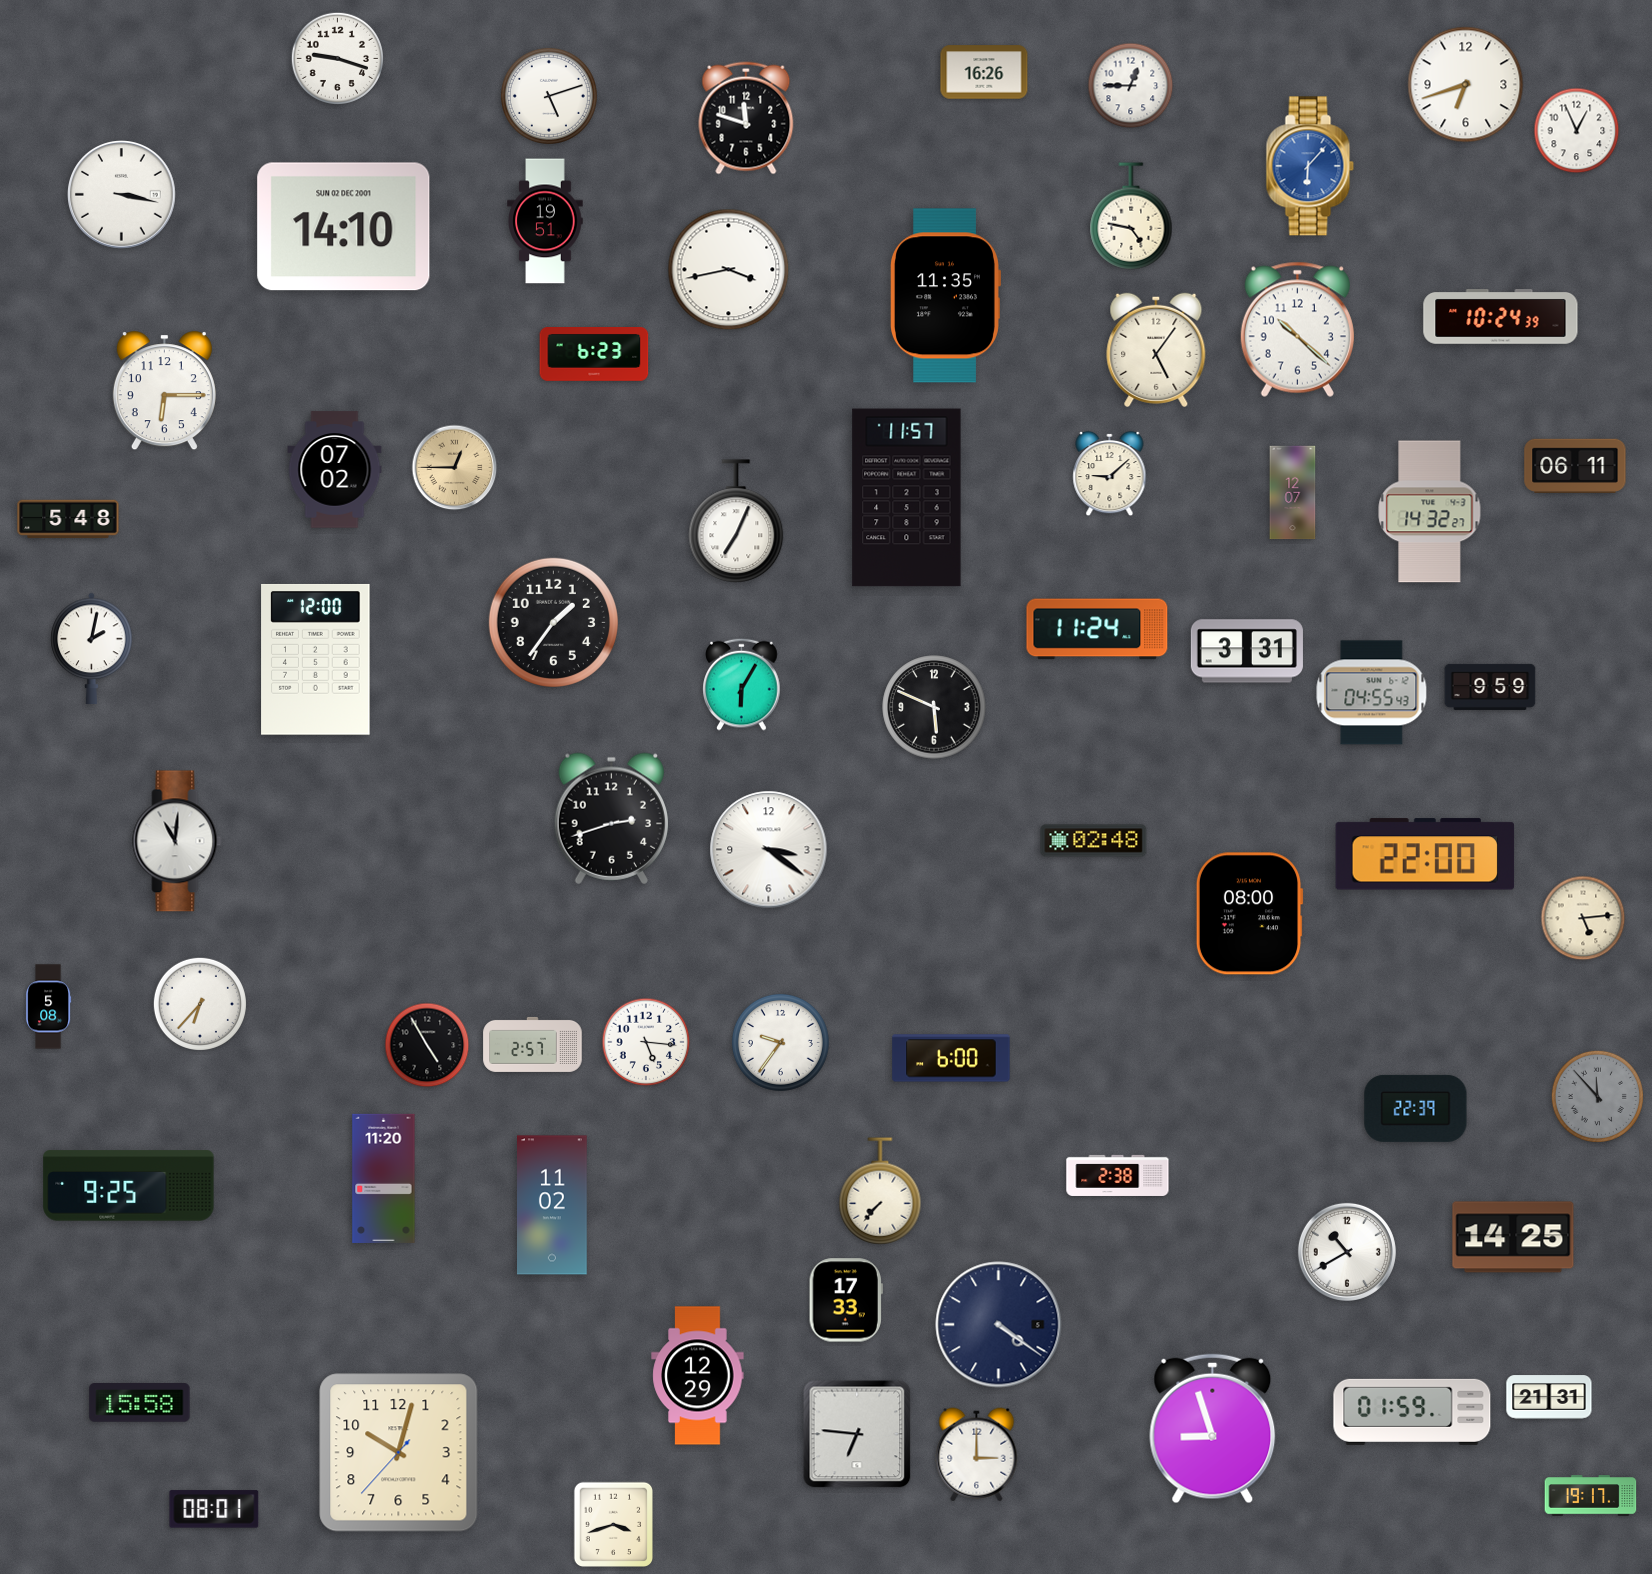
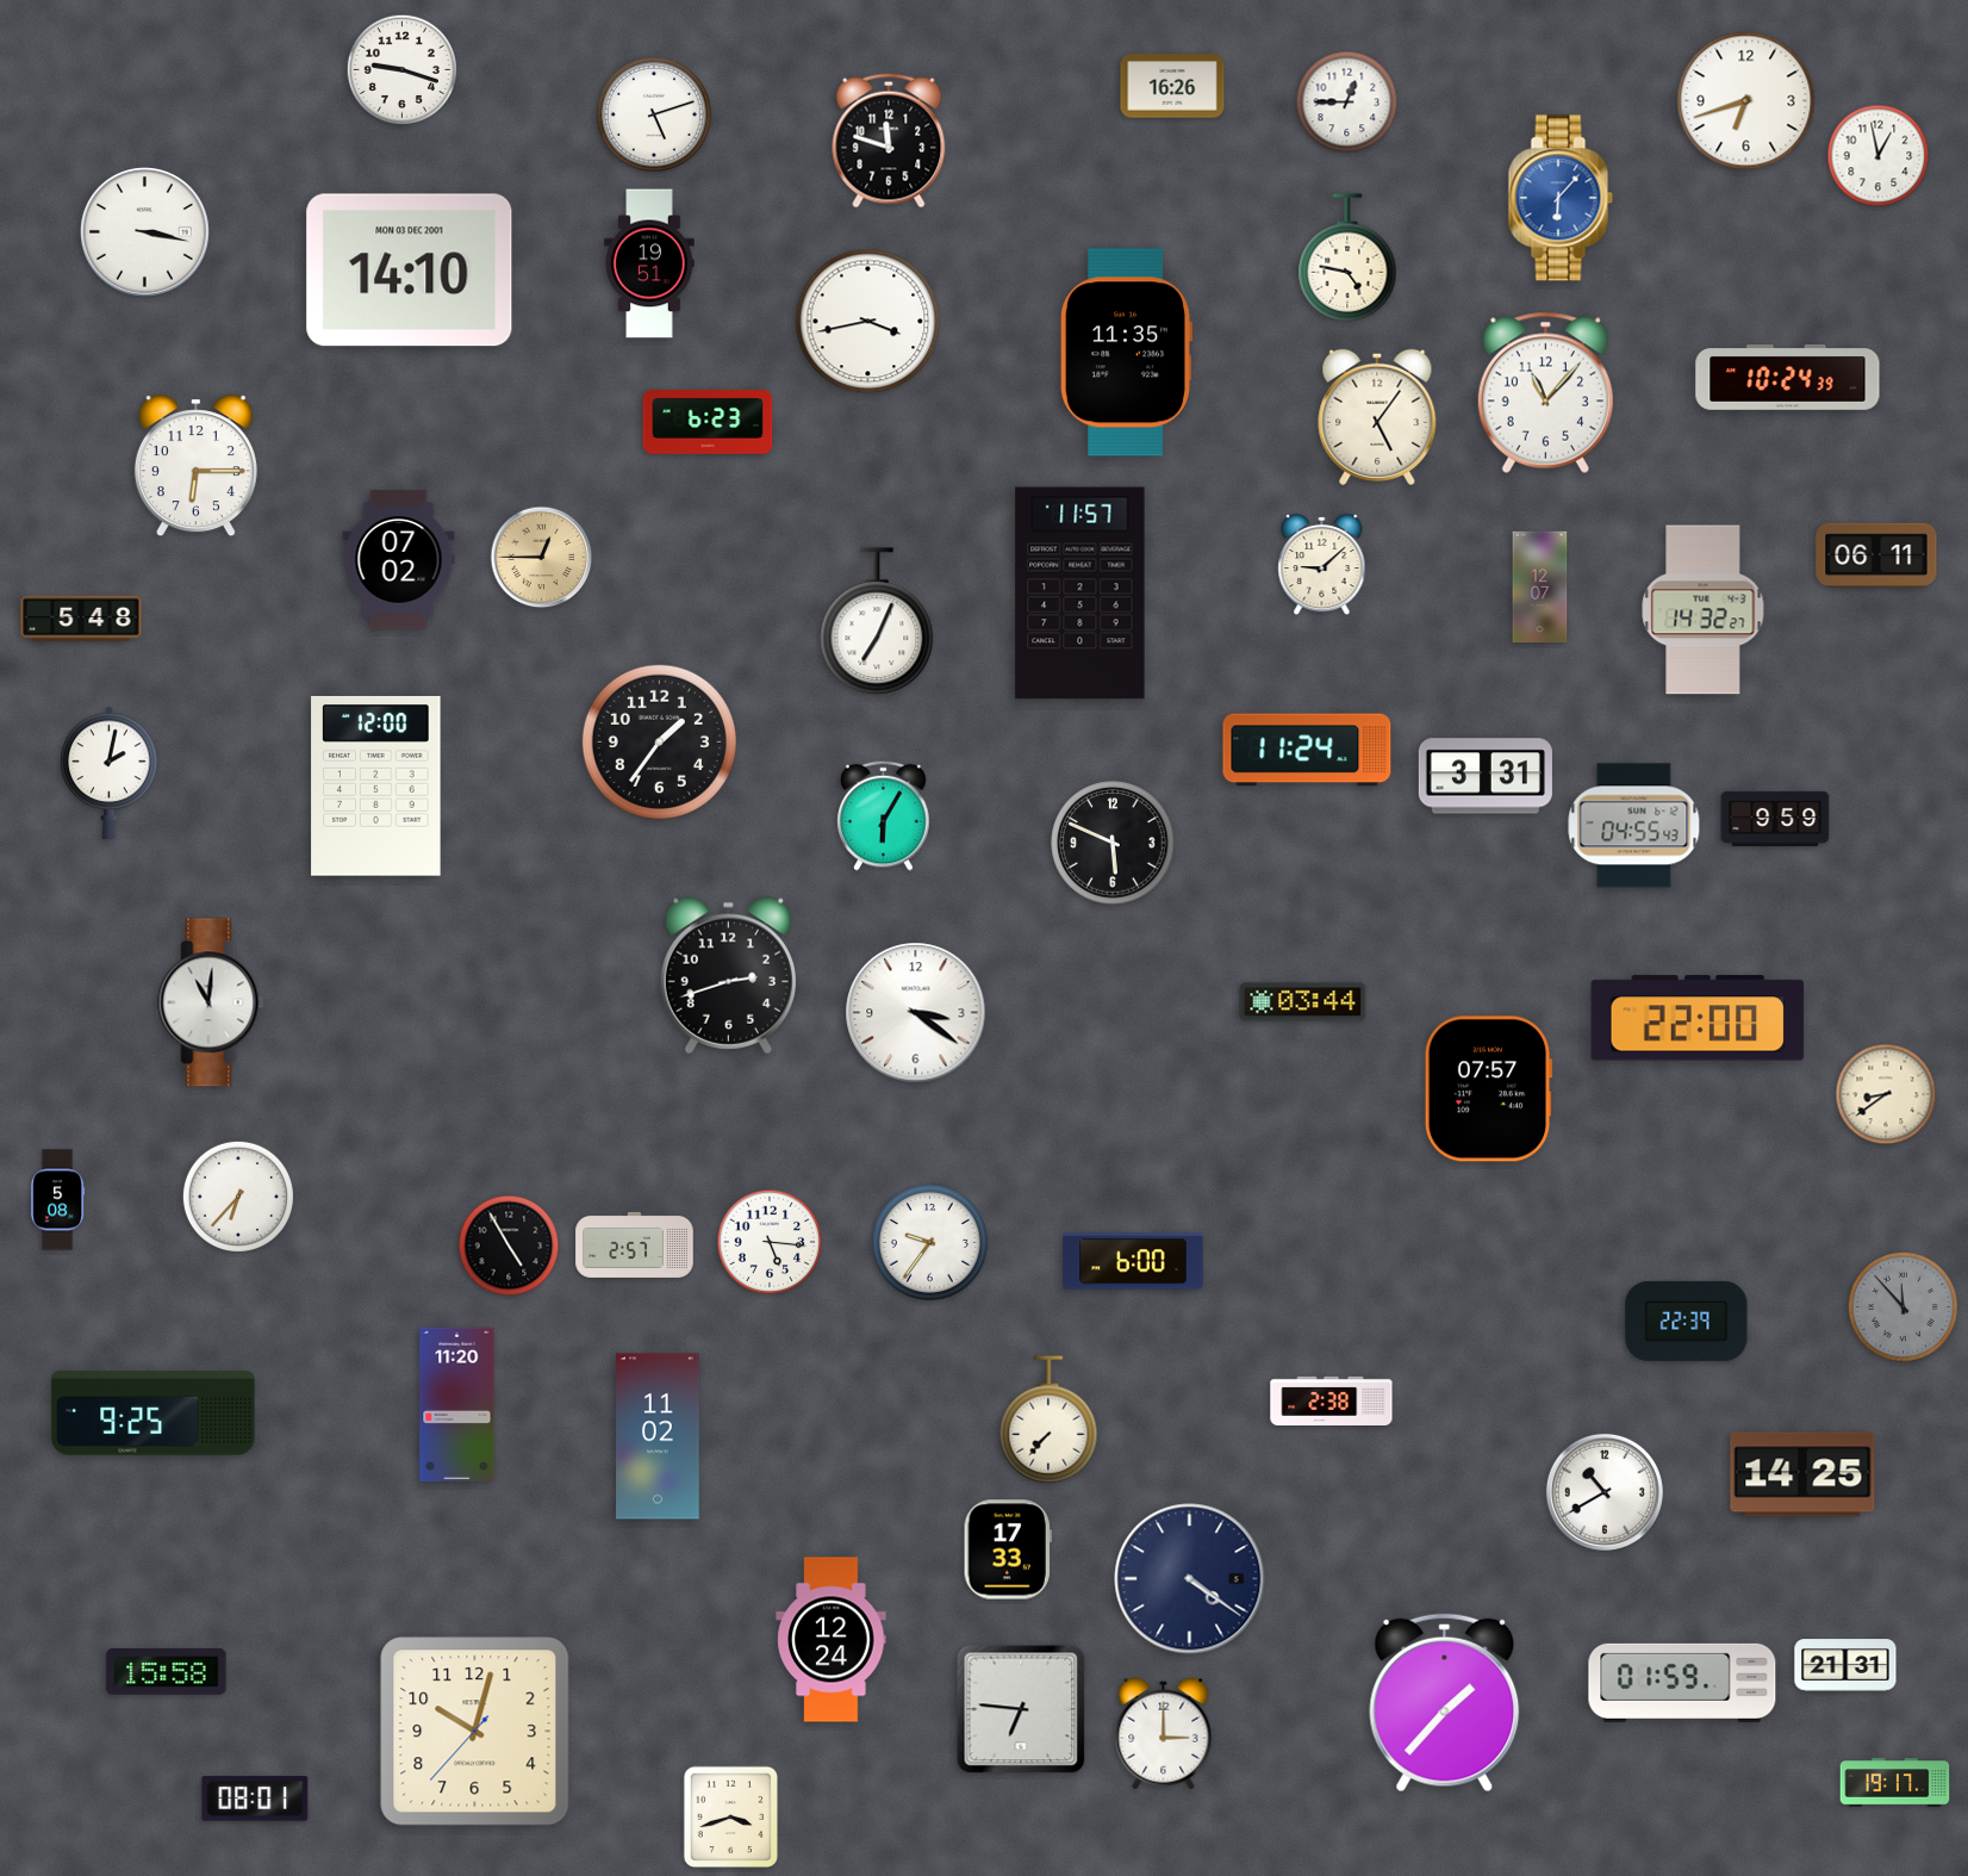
clock at (1577, 131): 12:56 -> 12:58
clock at (344, 227) date: SUN 02 DEC 2001 -> MON 03 DEC 2001
clock at (1297, 329): 10:22 -> 11:07
clock at (1094, 841): 02:48 -> 03:44
clock at (1249, 914): 08:00 -> 07:57
clock at (1583, 918): 5:14 -> 8:39
clock at (698, 1376): 12:29 -> 12:24
clock at (1213, 1429): 8:57 -> 1:37
